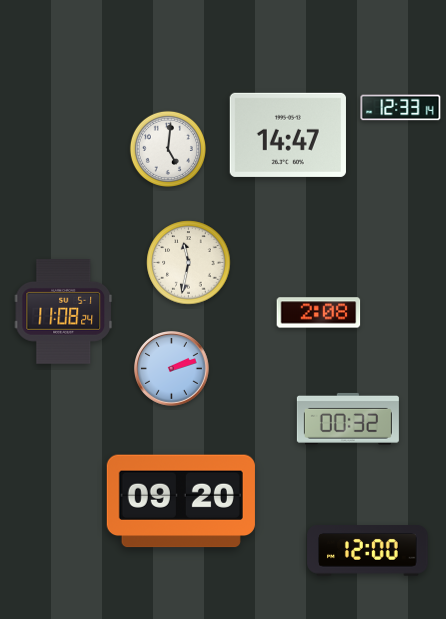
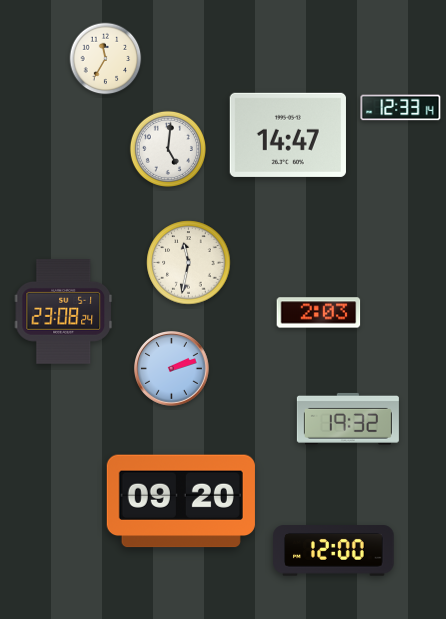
clock at (106, 59): none -> 11:35
clock at (64, 312): 11:08 -> 23:08
clock at (319, 313): 2:08 -> 2:03
clock at (348, 419): 00:32 -> 19:32
clock at (368, 551) position: (368, 551) -> (334, 551)
